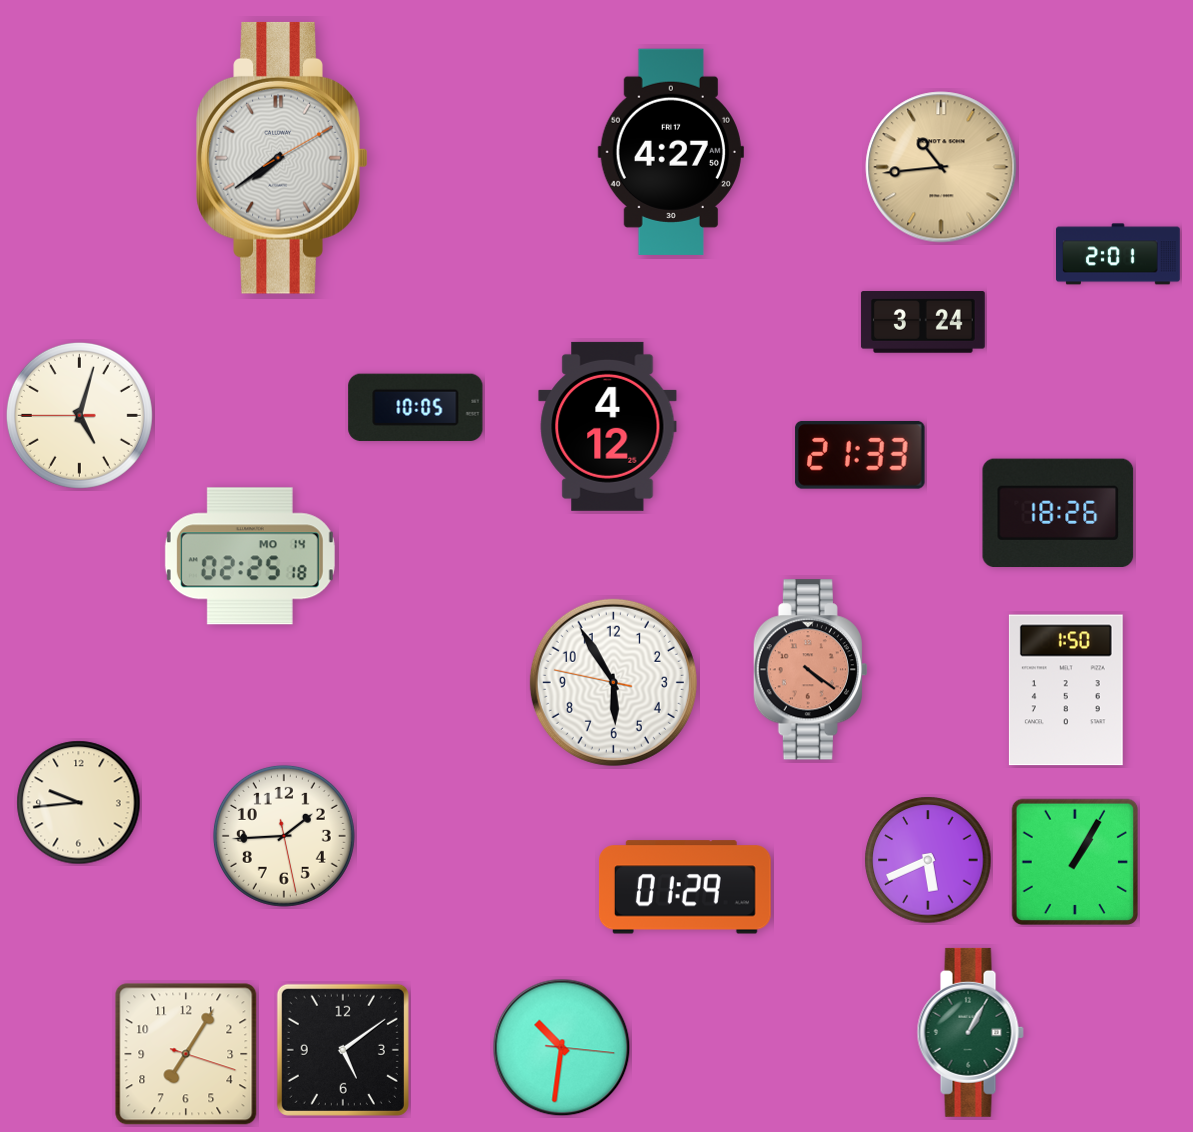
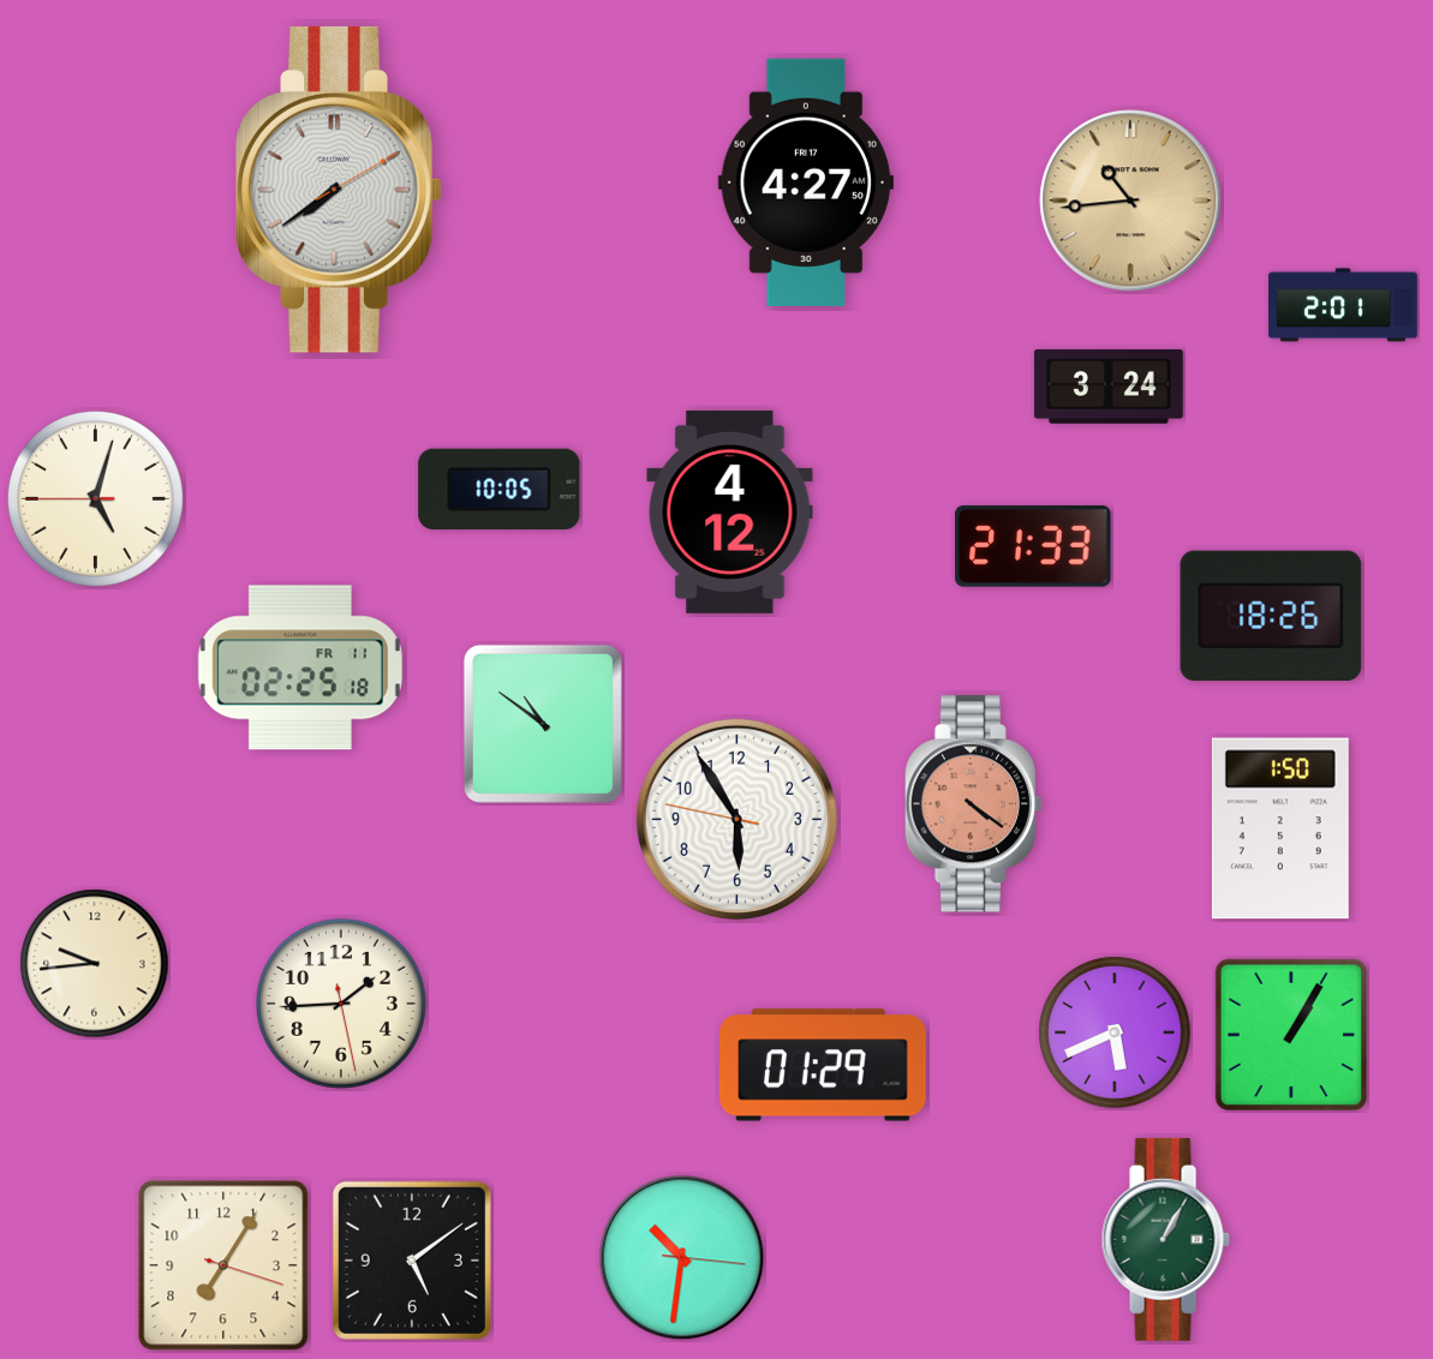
clock at (250, 556) date: MO 14 -> FR 11
clock at (543, 724): none -> 10:51
clock at (562, 1048) position: (562, 1048) -> (682, 1258)
